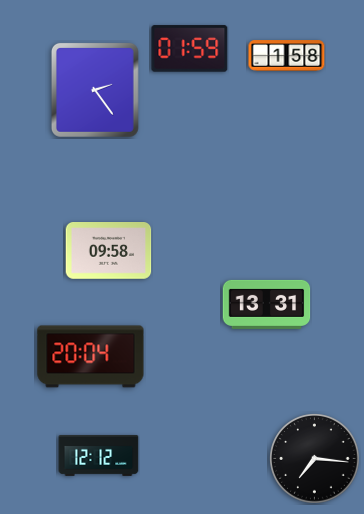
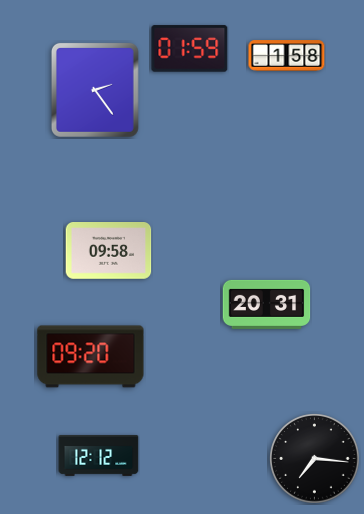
clock at (267, 304): 13:31 -> 20:31
clock at (91, 357): 20:04 -> 09:20
